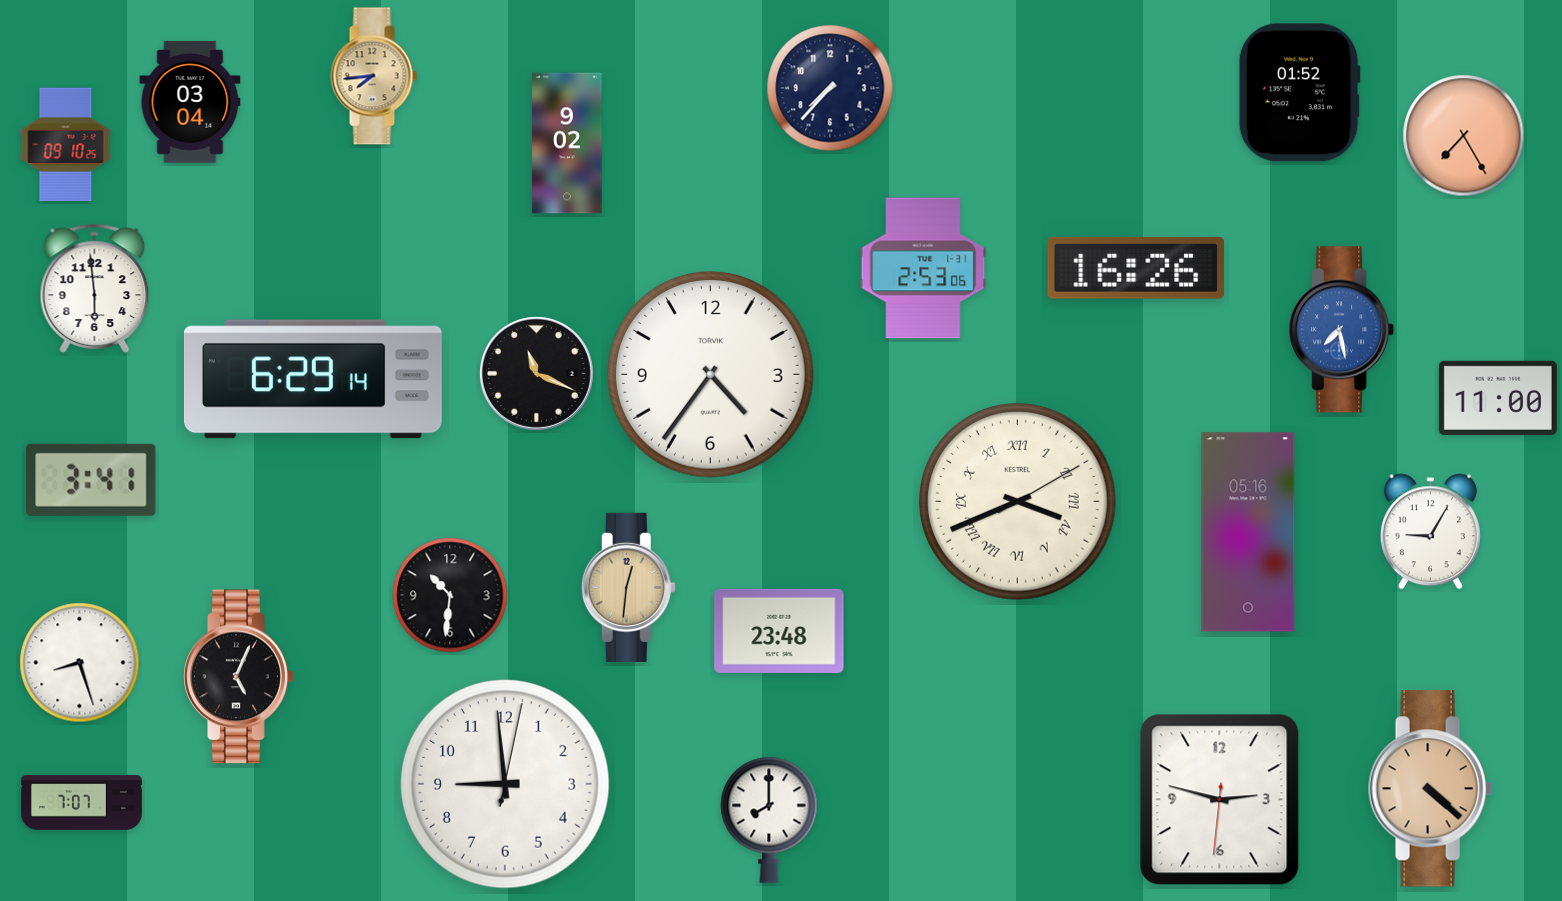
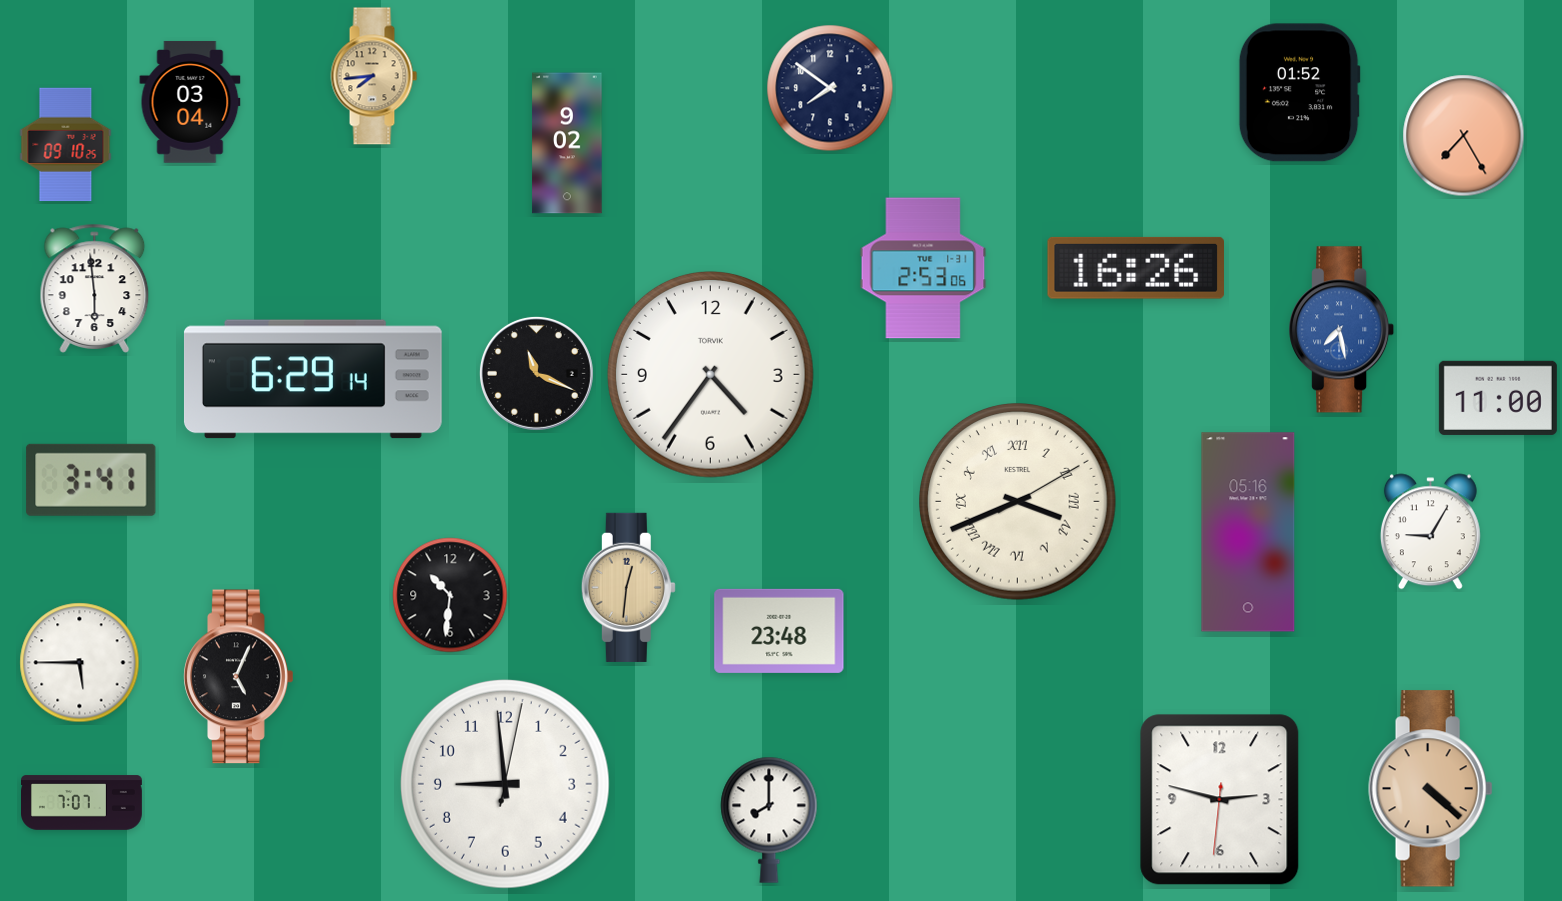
clock at (830, 88): 7:37 -> 7:51
clock at (80, 663): 8:27 -> 5:45
